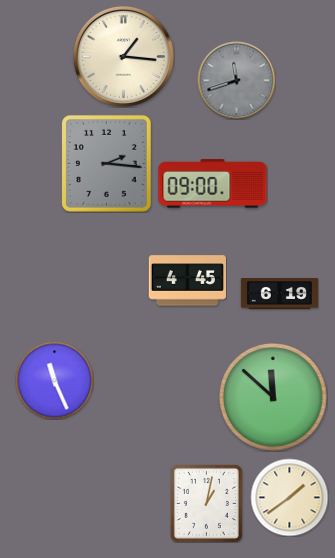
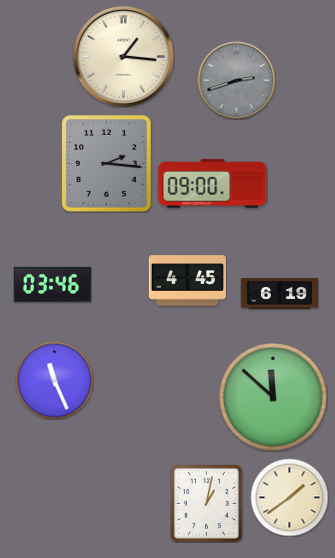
clock at (236, 80): 11:42 -> 2:42
clock at (52, 284): none -> 03:46
